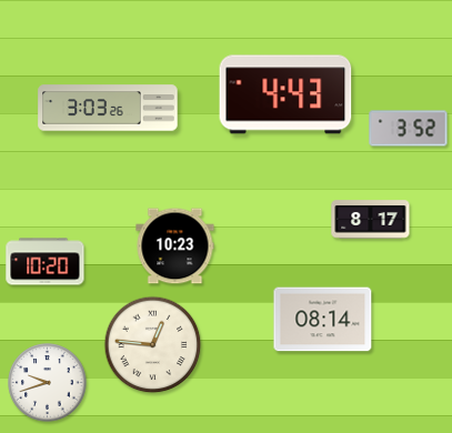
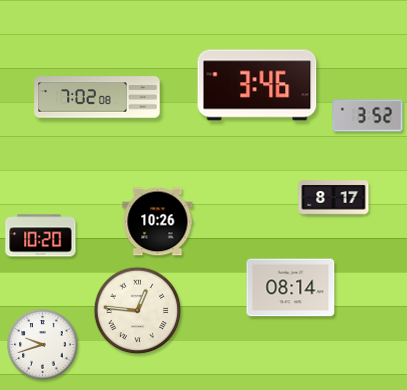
clock at (285, 94): 4:43 -> 3:46
clock at (108, 108): 3:03 -> 7:02
clock at (175, 246): 10:23 -> 10:26
